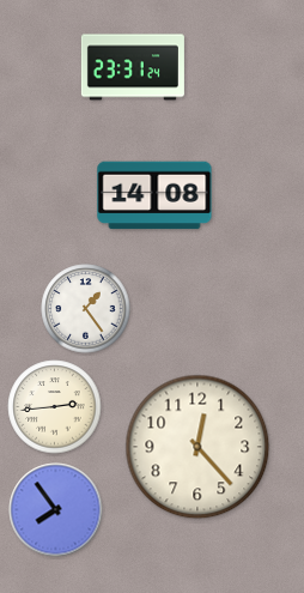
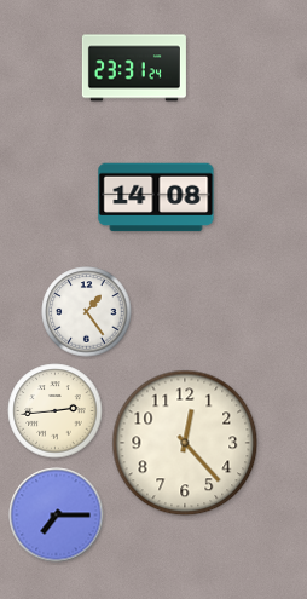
clock at (197, 447) position: (197, 447) -> (185, 443)
clock at (56, 510): 7:54 -> 7:15
